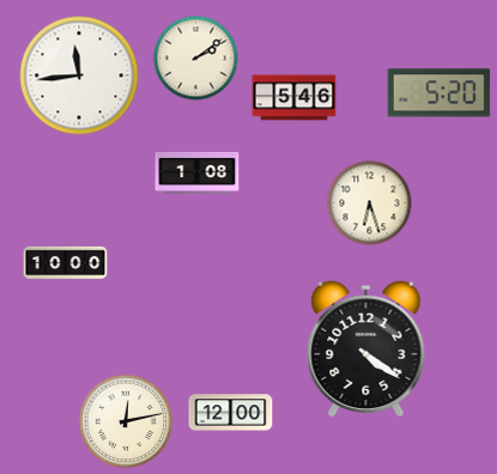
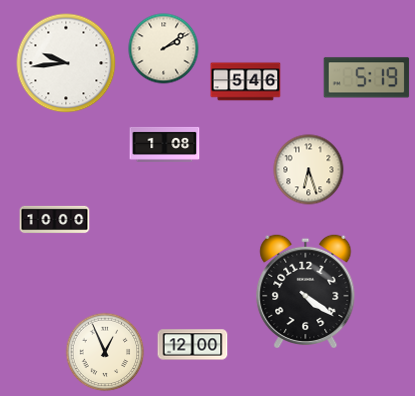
clock at (79, 75): 11:44 -> 9:44
clock at (440, 93): 5:20 -> 5:19
clock at (126, 421): 12:13 -> 12:56
